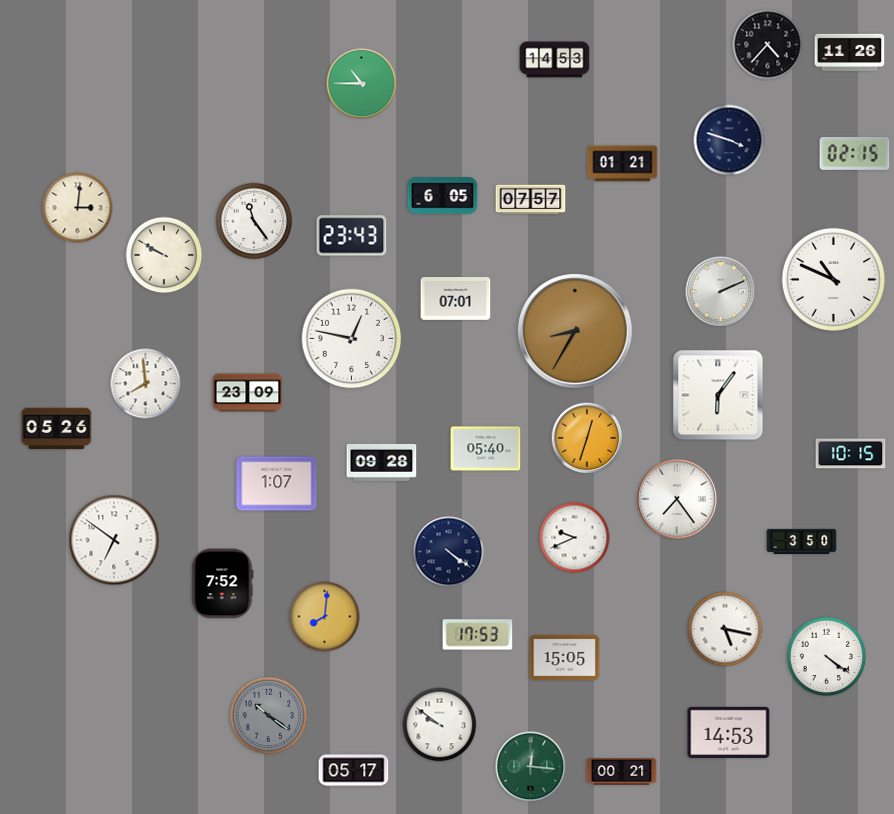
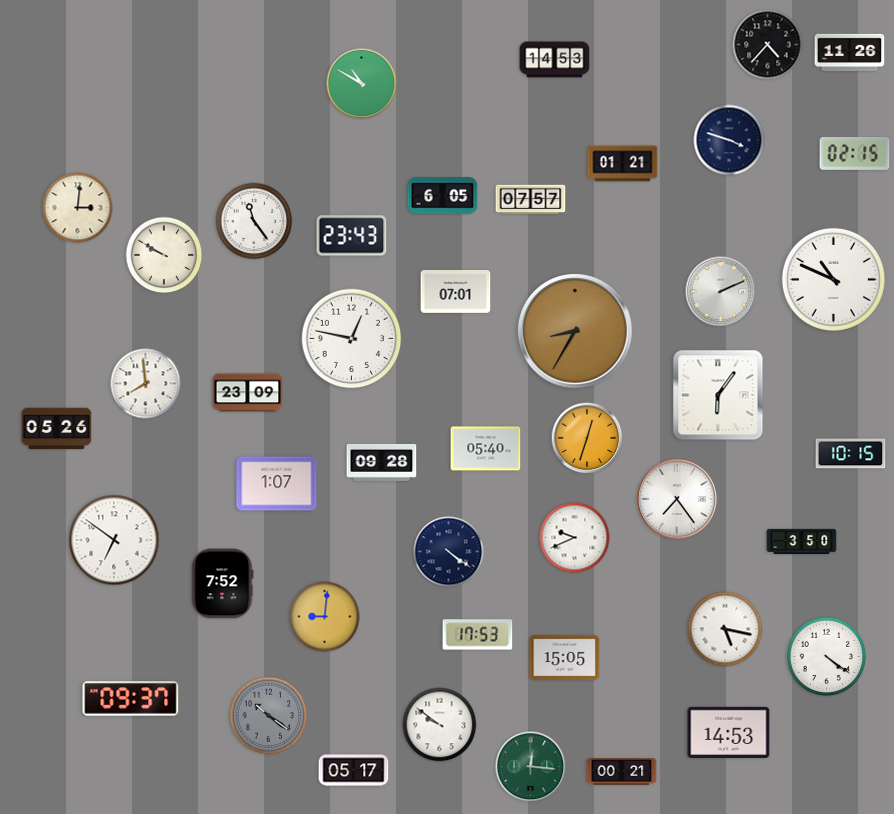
clock at (362, 84): 10:45 -> 10:50
clock at (456, 299) position: (456, 299) -> (456, 292)
clock at (325, 617): 8:01 -> 9:01
clock at (131, 699): none -> 09:37
